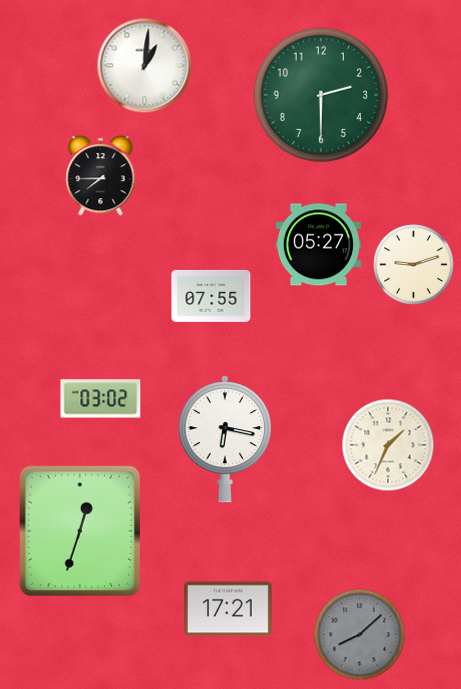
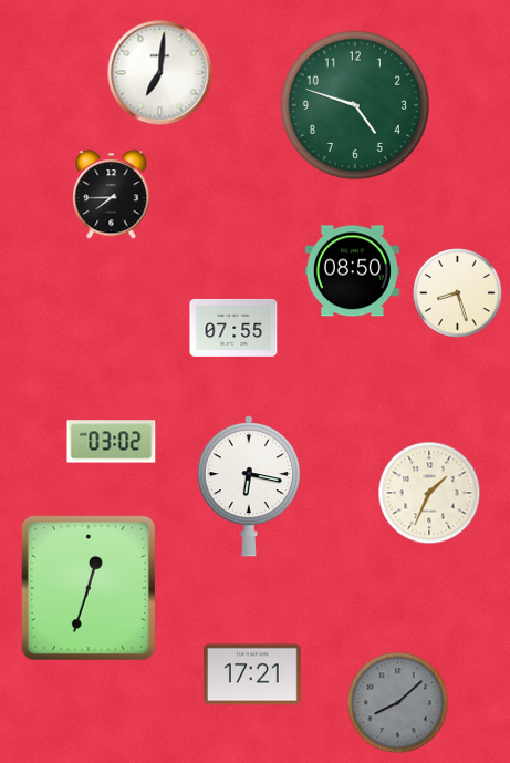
clock at (145, 66): 1:01 -> 7:01
clock at (321, 95): 2:30 -> 4:48
clock at (318, 245): 05:27 -> 08:50
clock at (414, 265): 9:12 -> 8:27
